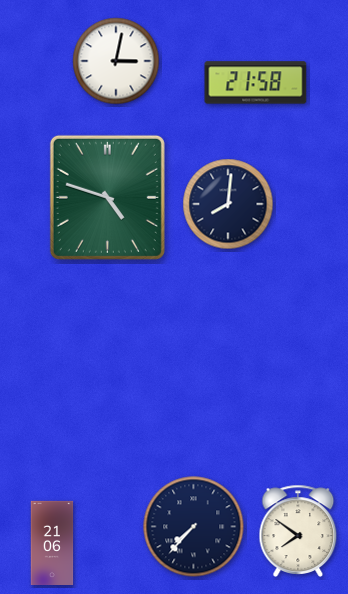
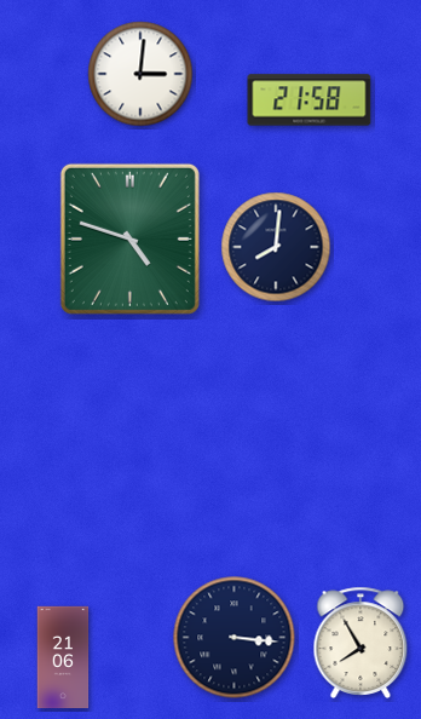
clock at (116, 61): 3:02 -> 3:01
clock at (194, 527): 7:37 -> 3:16
clock at (298, 531): 7:51 -> 7:55
